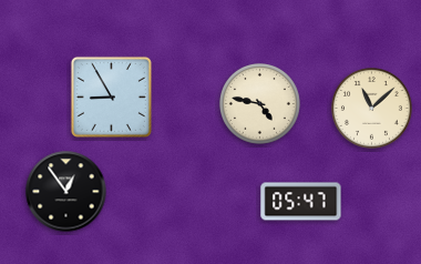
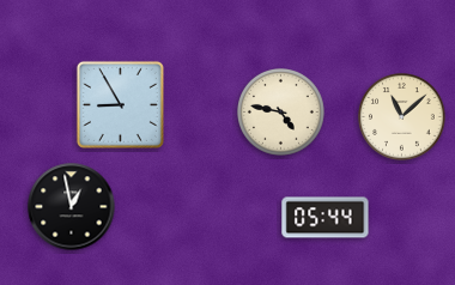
clock at (66, 192): 12:54 -> 12:58
clock at (301, 202): 05:47 -> 05:44
